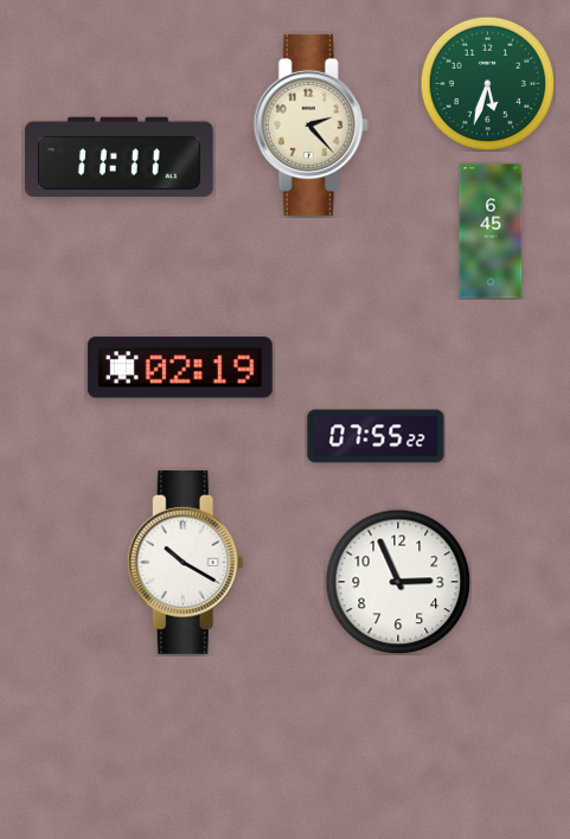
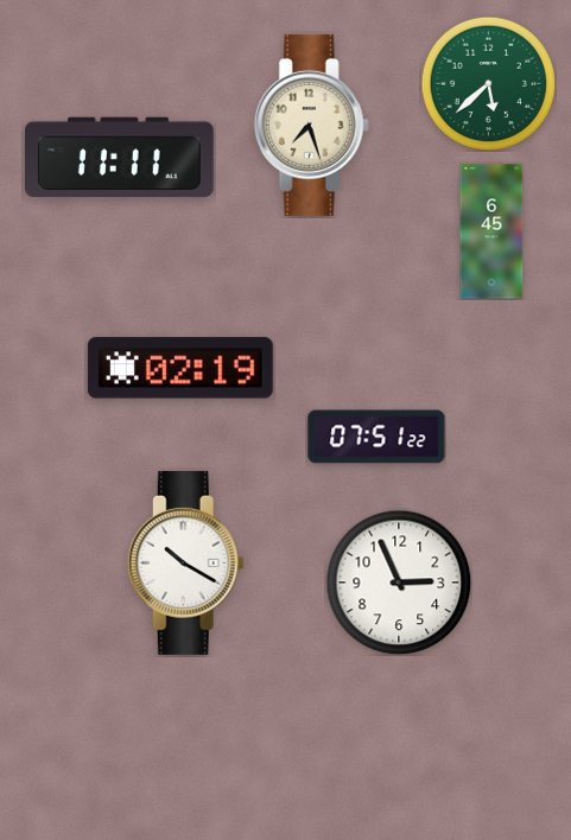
clock at (487, 83): 5:33 -> 5:38
clock at (310, 124): 2:23 -> 7:27
clock at (376, 436): 07:55 -> 07:51
